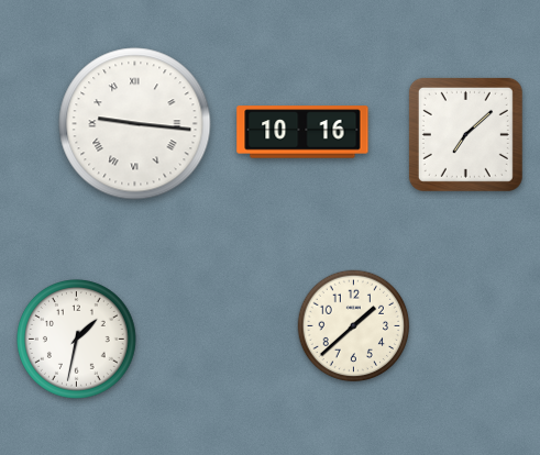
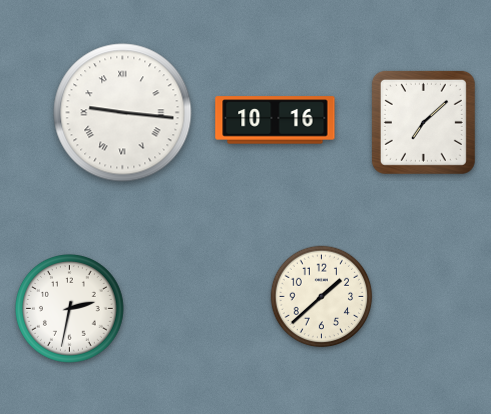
clock at (77, 340): 1:32 -> 2:32
